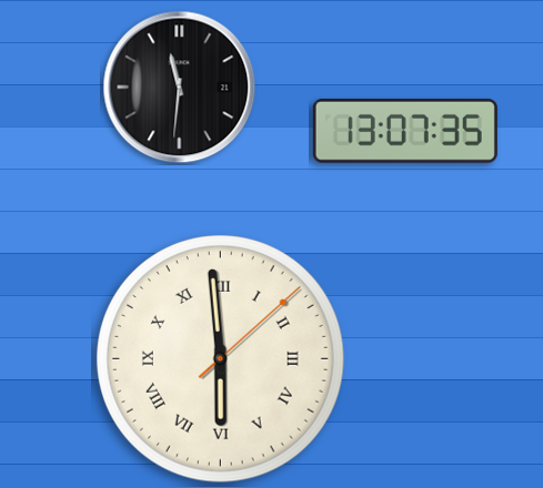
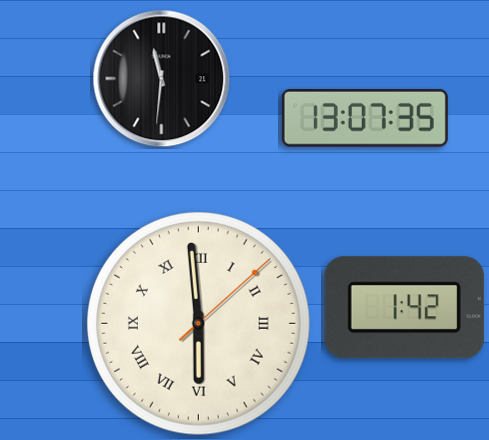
clock at (404, 308): none -> 1:42
